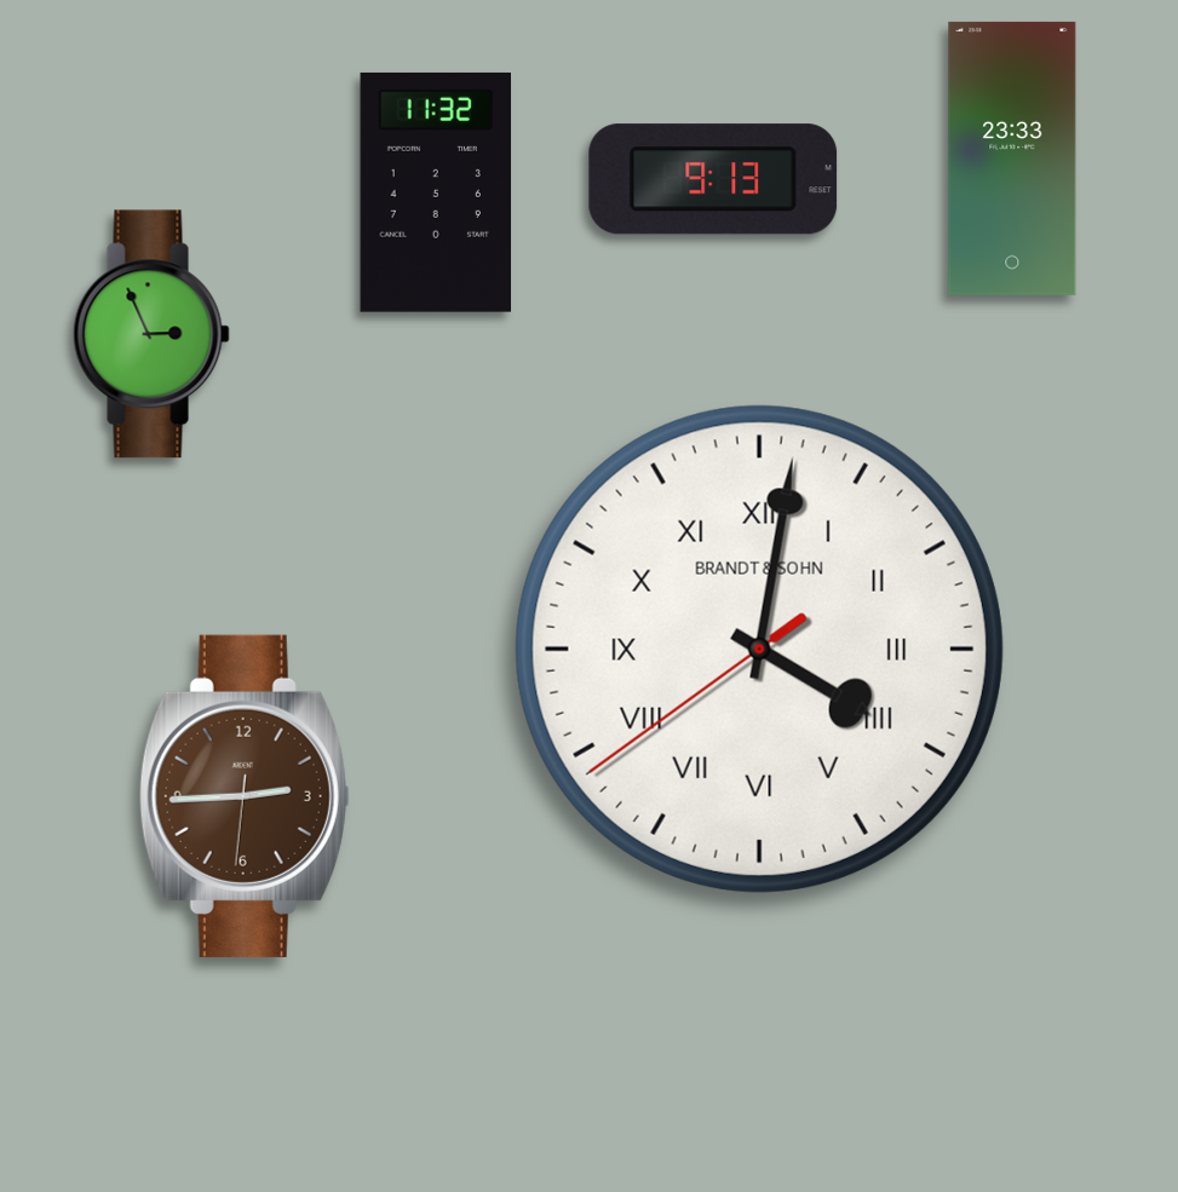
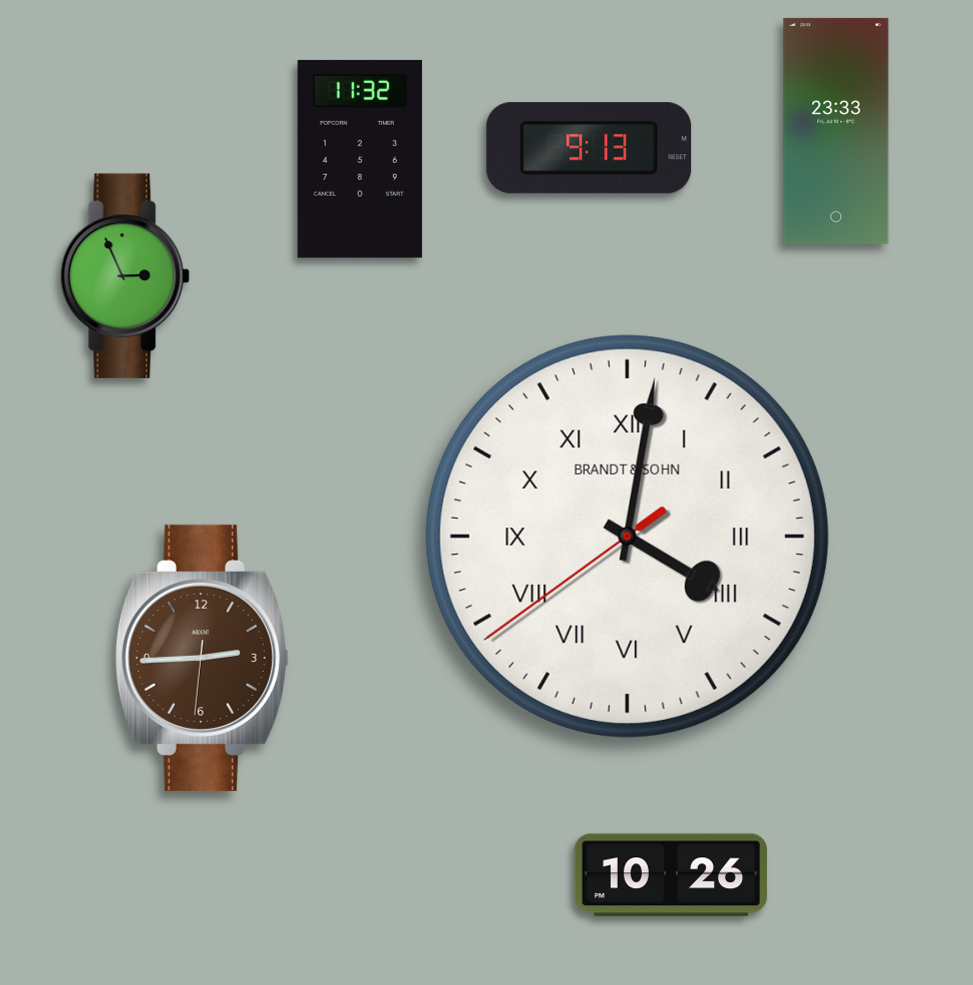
clock at (671, 875): none -> 10:26
